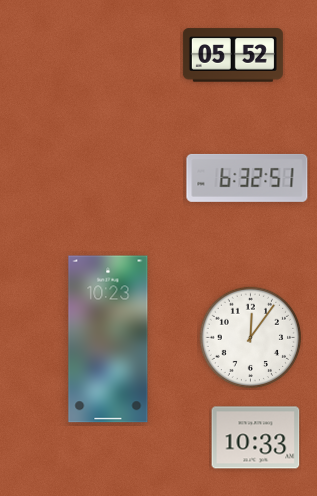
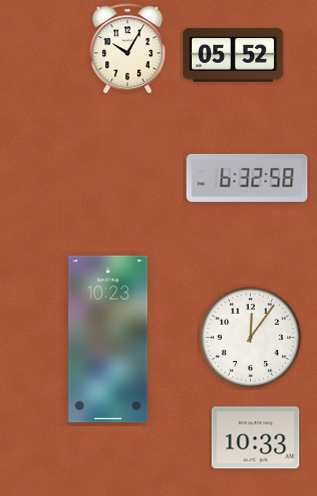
clock at (128, 49): none -> 10:05
clock at (247, 178): 6:32:51 -> 6:32:58
